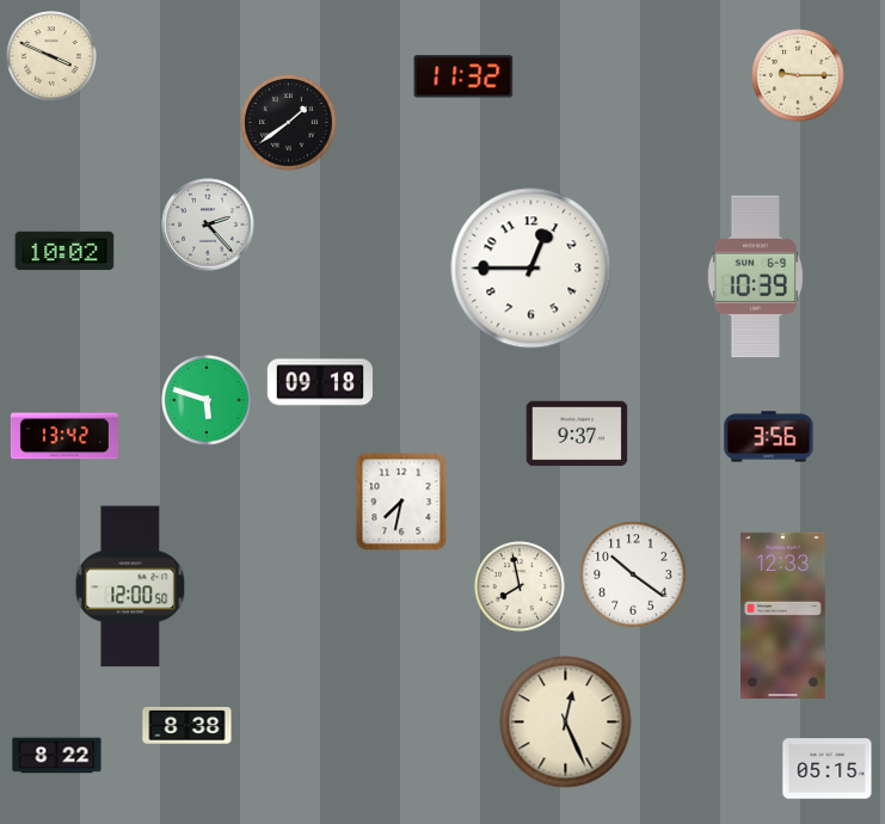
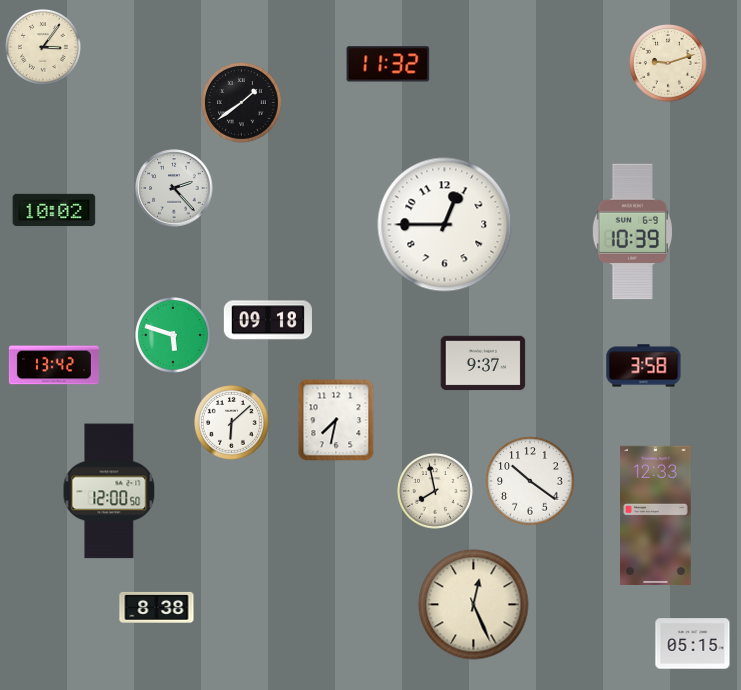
clock at (53, 57): 3:49 -> 3:06
clock at (798, 75): 9:15 -> 9:12
clock at (769, 437): 3:56 -> 3:58
clock at (232, 423): none -> 6:08
clock at (57, 756): 8:22 -> none
